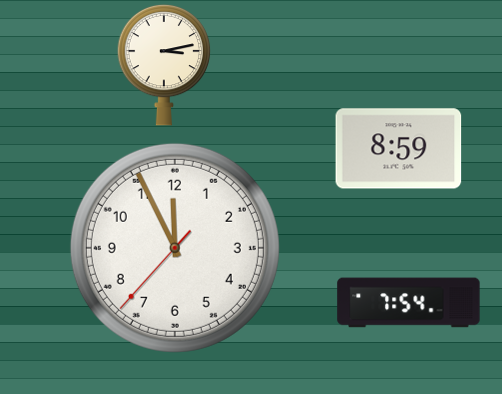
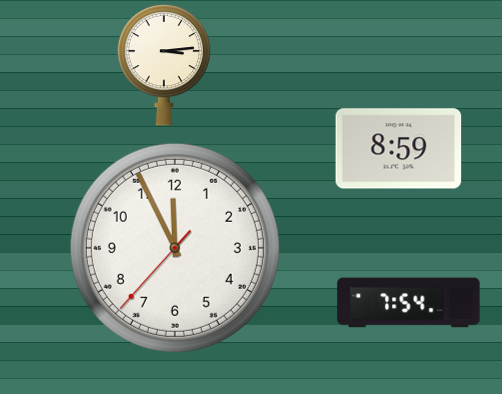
clock at (164, 65): 3:13 -> 3:14
